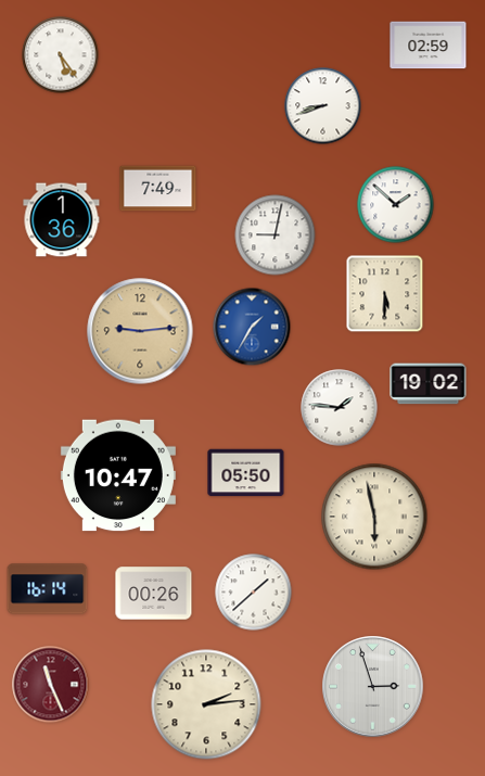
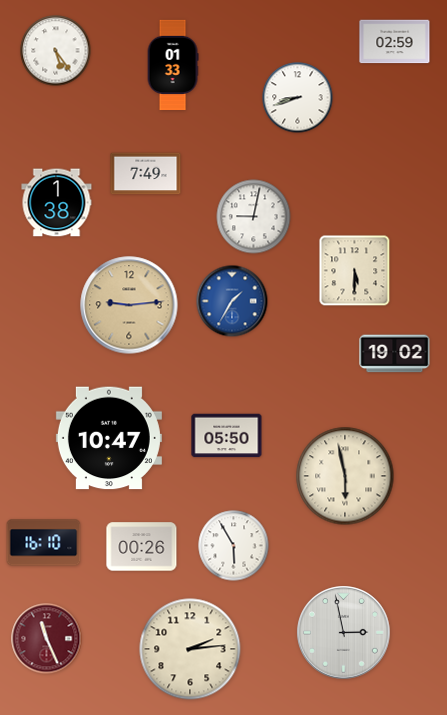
clock at (173, 65): none -> 01:33
clock at (396, 205): 1:52 -> none
clock at (62, 220): 1:36 -> 1:38
clock at (340, 408): 1:46 -> none
clock at (48, 589): 16:14 -> 16:10
clock at (254, 593): 1:38 -> 5:55
clock at (51, 685) position: (51, 685) -> (47, 639)
clock at (373, 687): 2:57 -> 2:58
